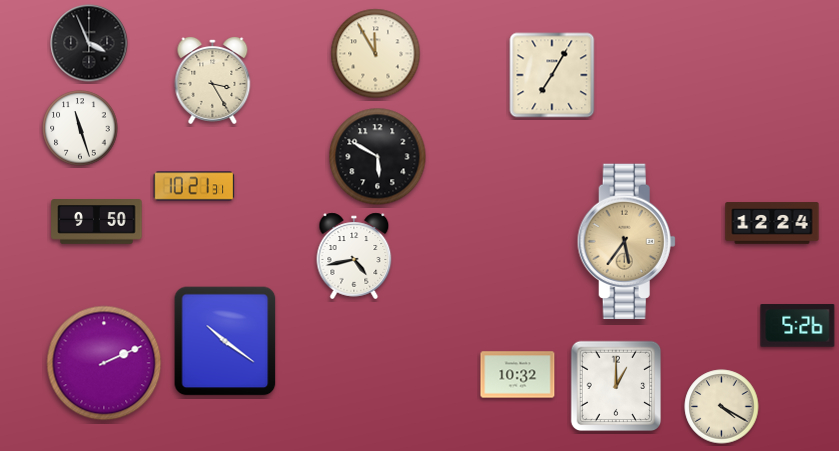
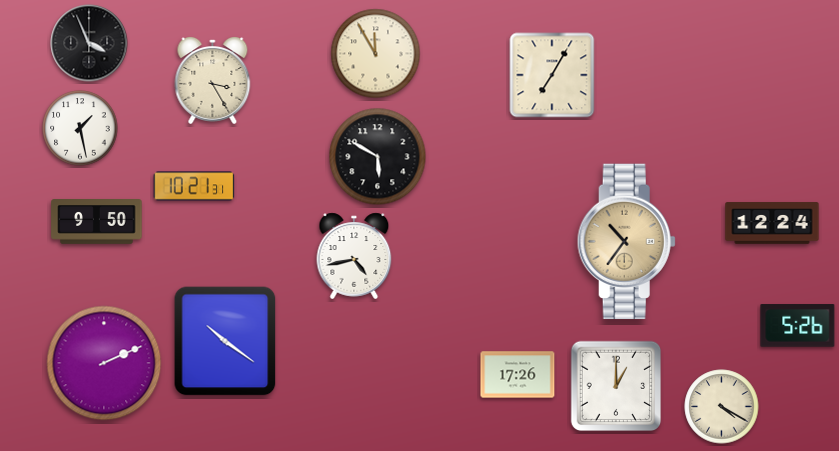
clock at (80, 128): 11:27 -> 1:28
clock at (626, 242): 5:36 -> 10:36
clock at (518, 375): 10:32 -> 17:26
